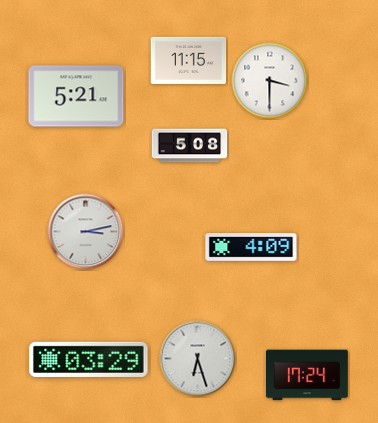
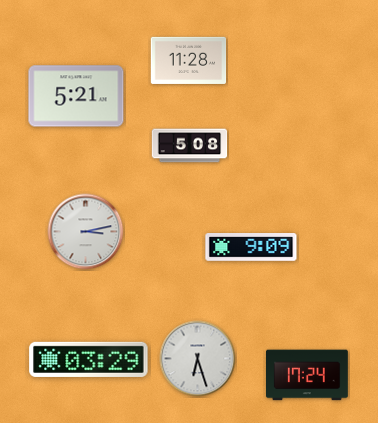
clock at (189, 60): 11:15 -> 11:28
clock at (270, 81): 3:30 -> none
clock at (251, 247): 4:09 -> 9:09
